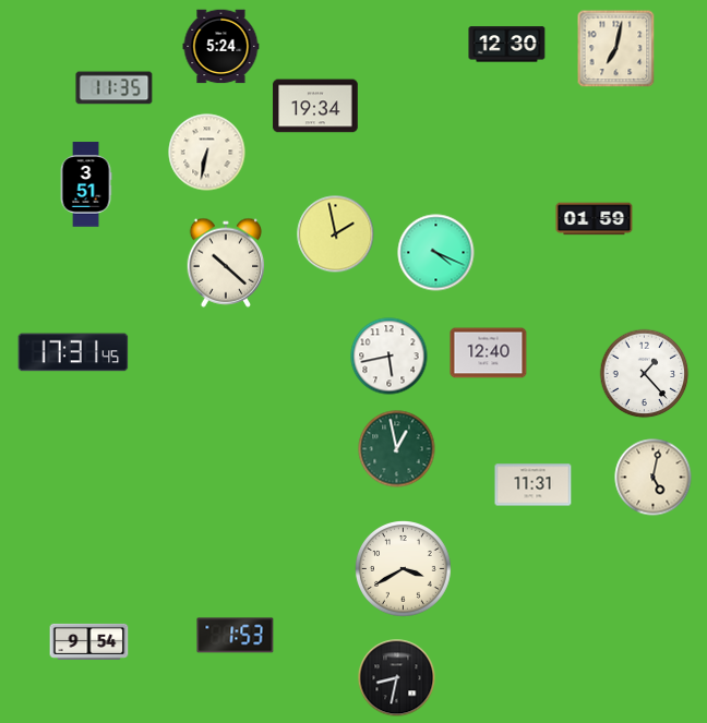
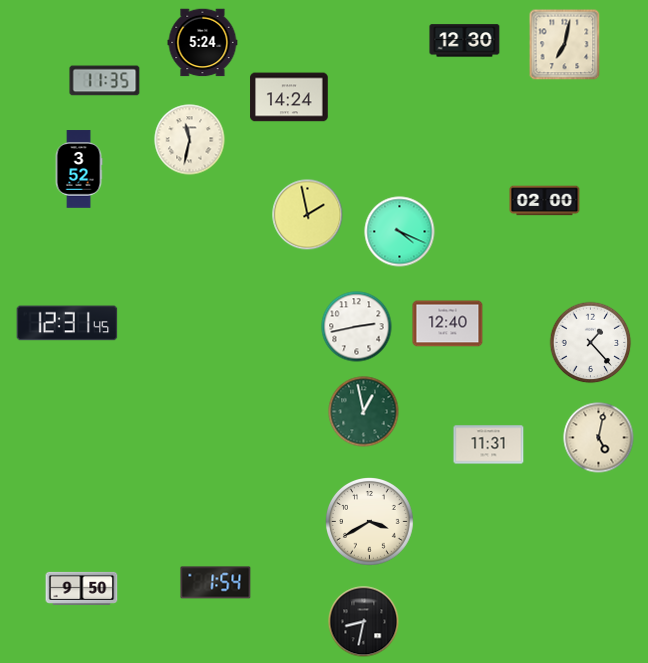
clock at (315, 106): 19:34 -> 14:24
clock at (207, 153): 6:32 -> 11:32
clock at (86, 184): 3:51 -> 3:52
clock at (595, 219): 01:59 -> 02:00
clock at (226, 263): 10:22 -> none
clock at (73, 352): 17:31 -> 12:31
clock at (390, 357): 5:43 -> 2:43
clock at (236, 636): 1:53 -> 1:54
clock at (89, 641): 9:54 -> 9:50
